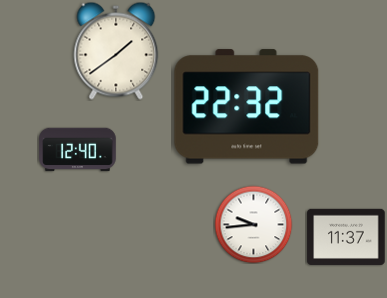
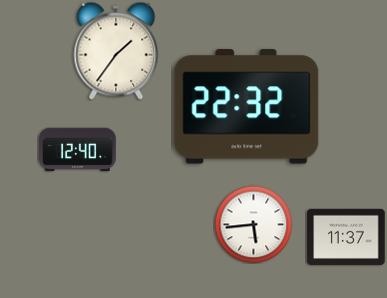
clock at (116, 51): 1:39 -> 1:36
clock at (253, 224): 9:44 -> 5:44
